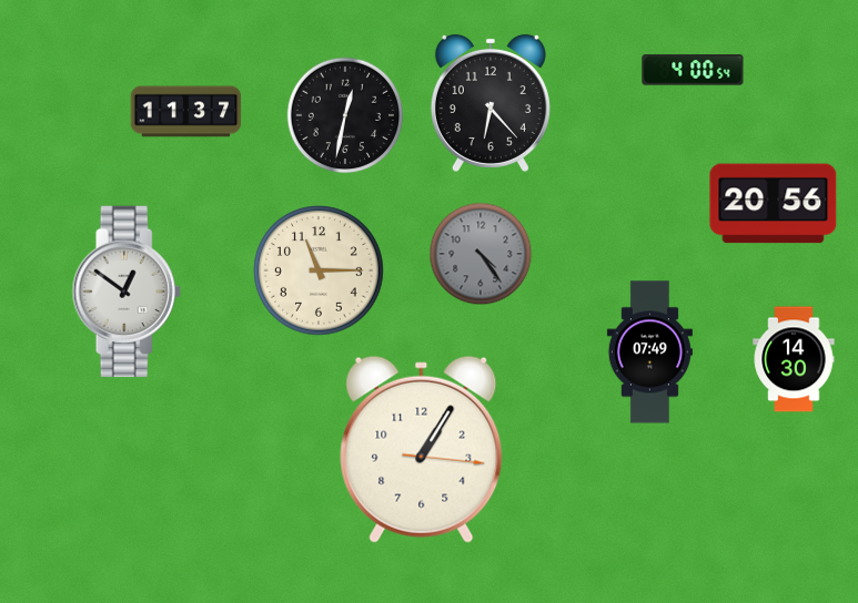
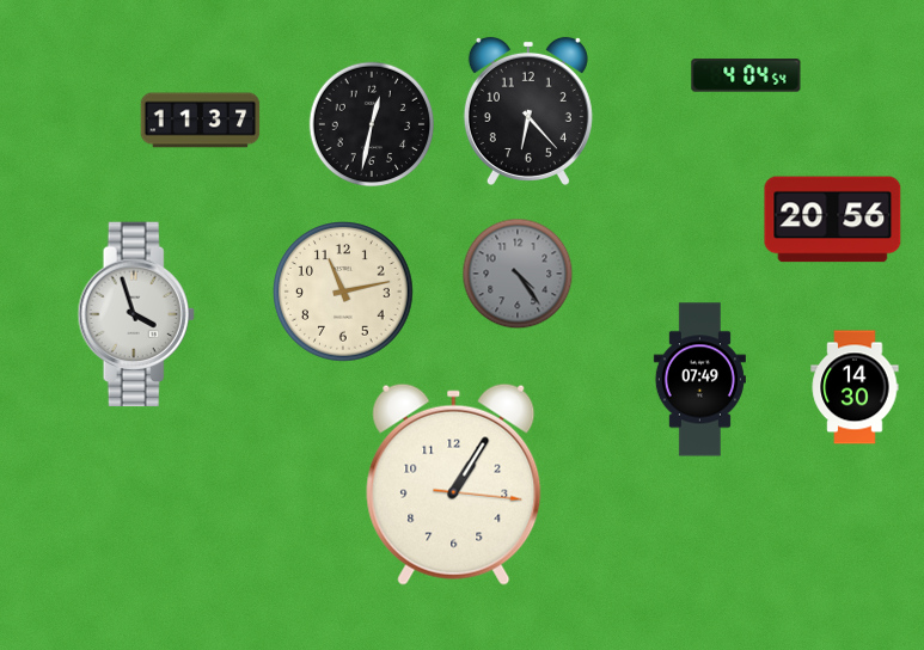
clock at (693, 70): 4:00 -> 4:04
clock at (320, 272): 11:15 -> 11:13
clock at (127, 292): 12:51 -> 3:57
